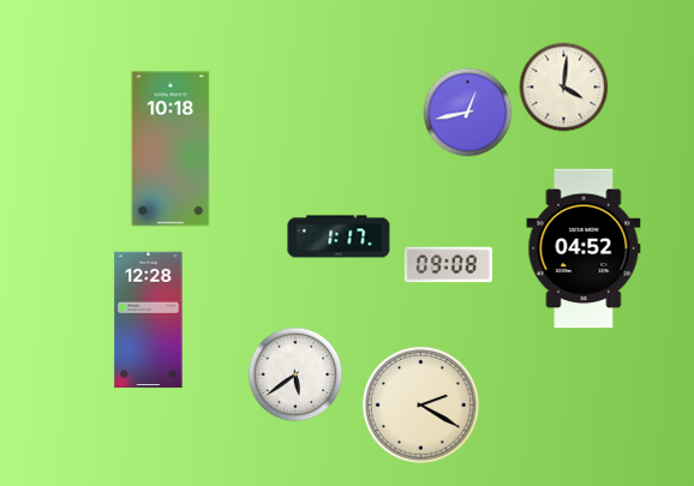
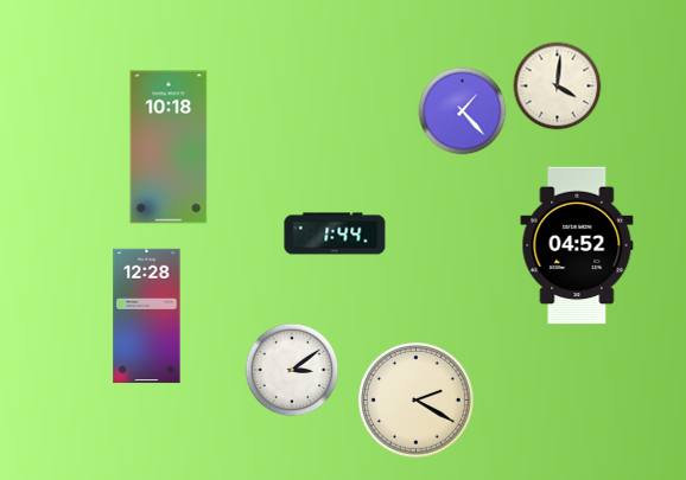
clock at (468, 113): 12:43 -> 1:23
clock at (339, 236): 1:17 -> 1:44
clock at (448, 265): 09:08 -> none
clock at (295, 374): 5:39 -> 3:09
